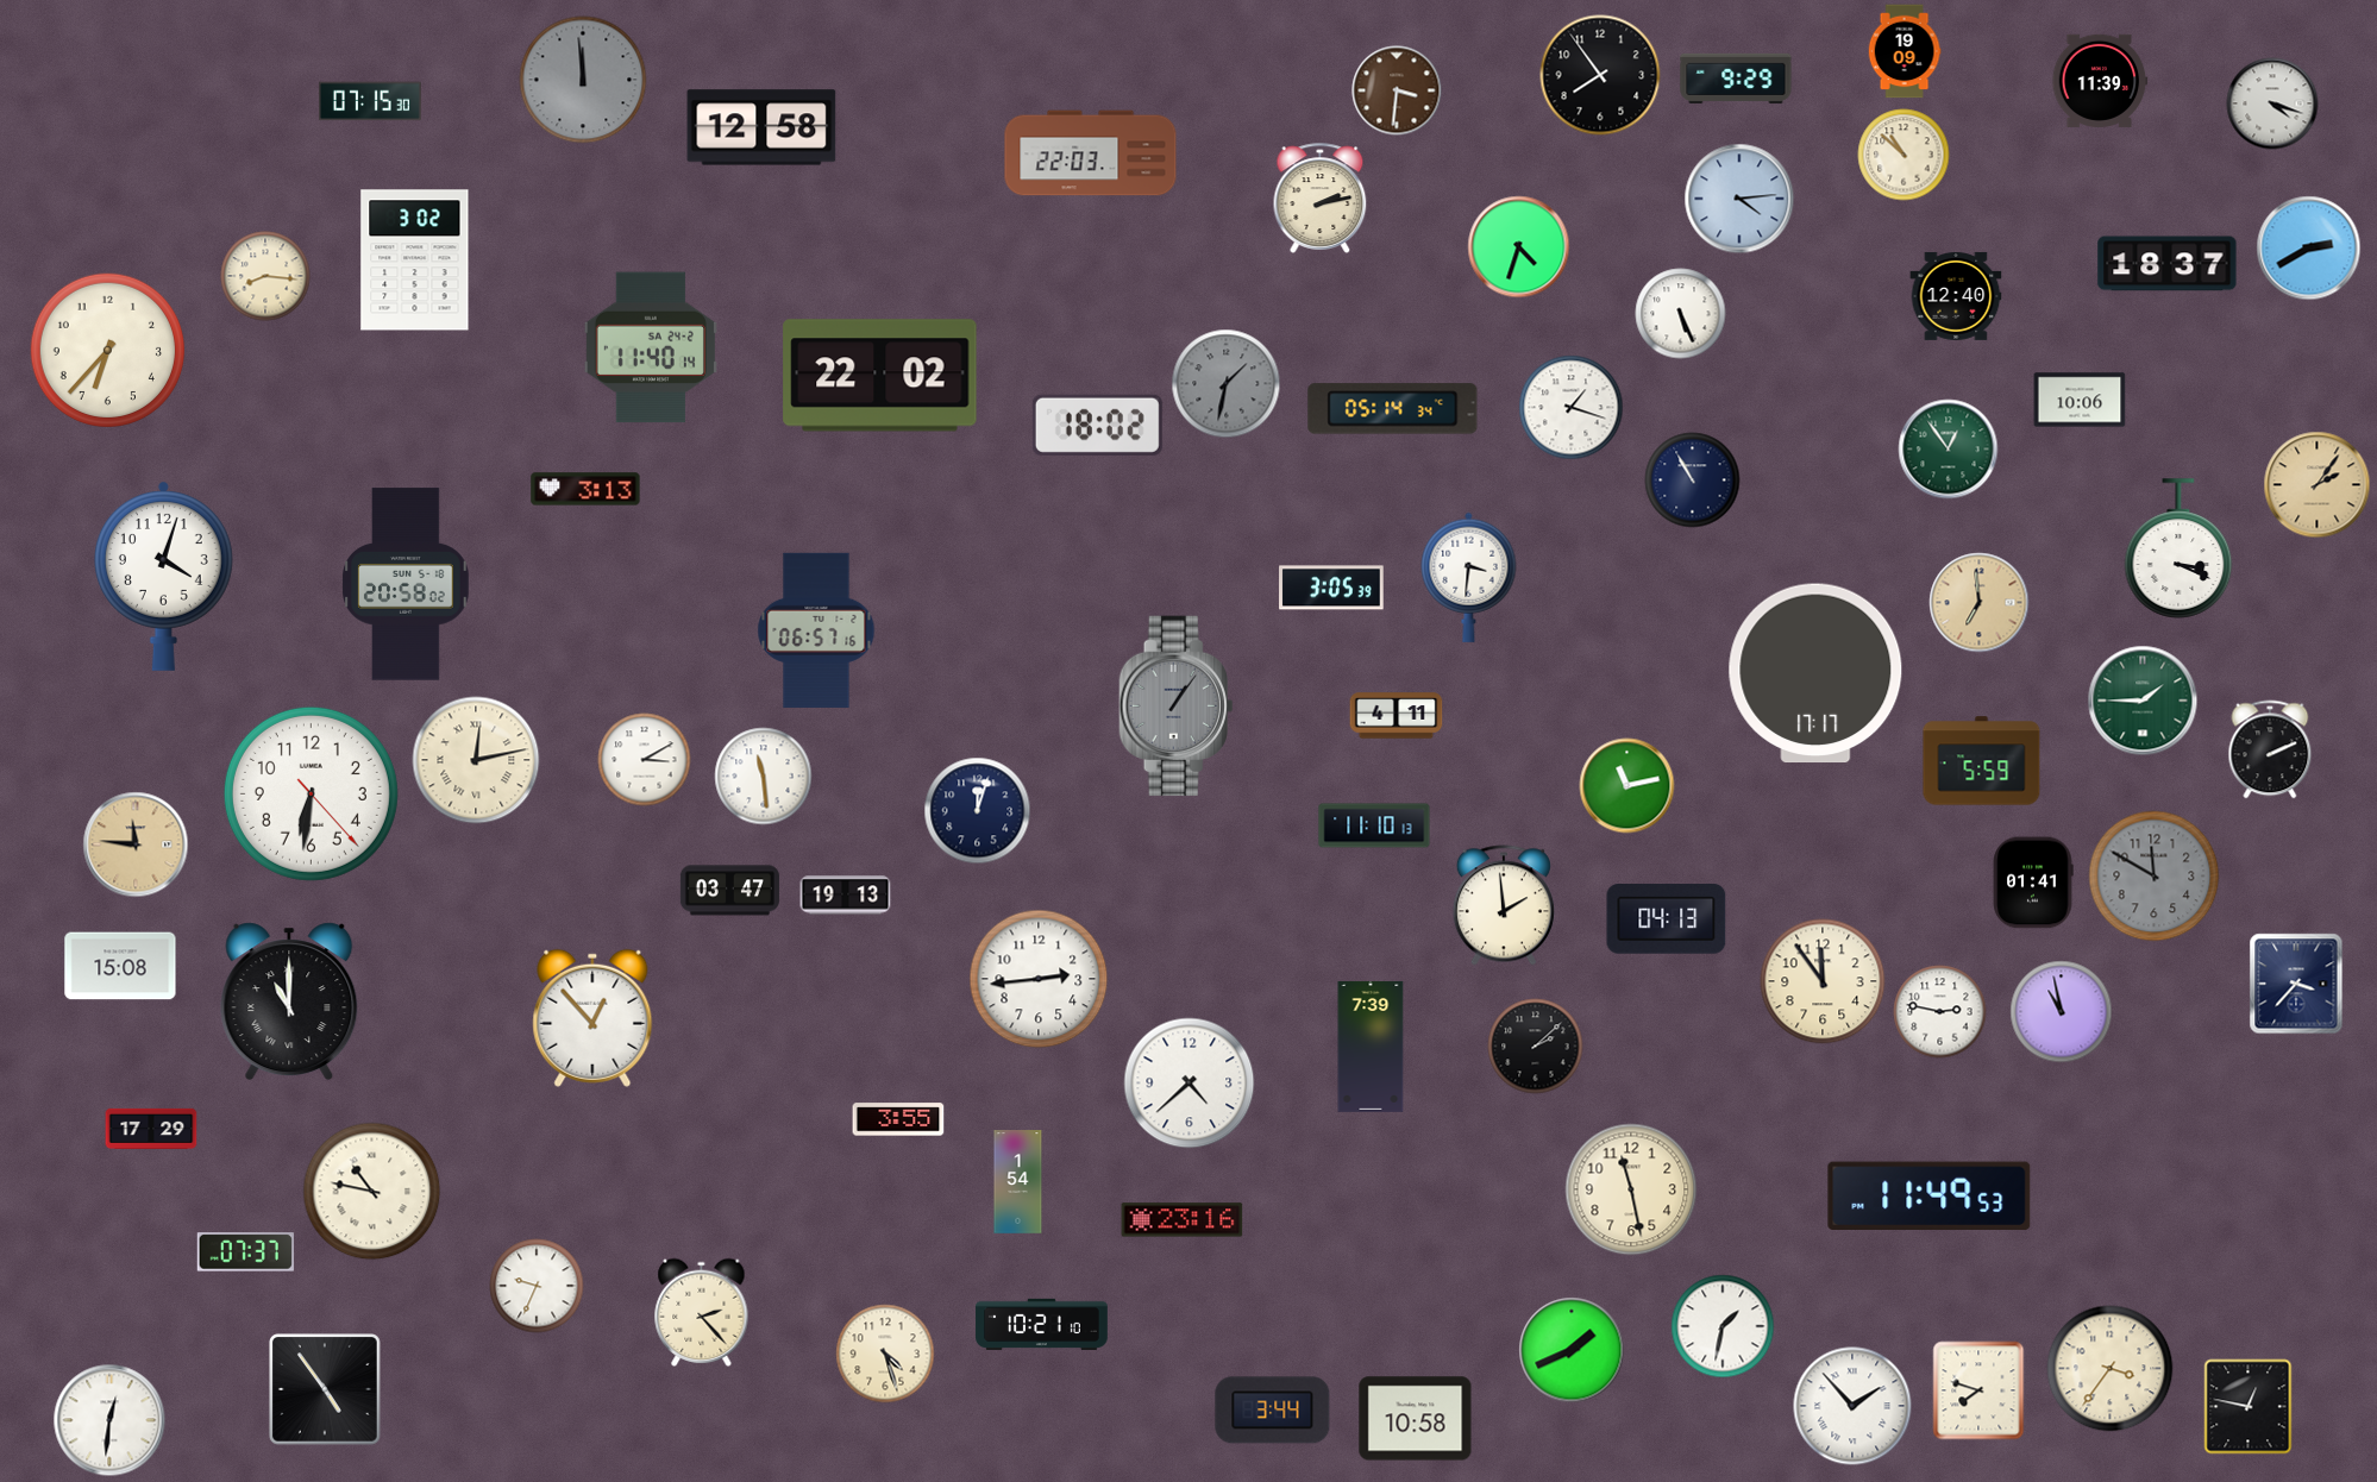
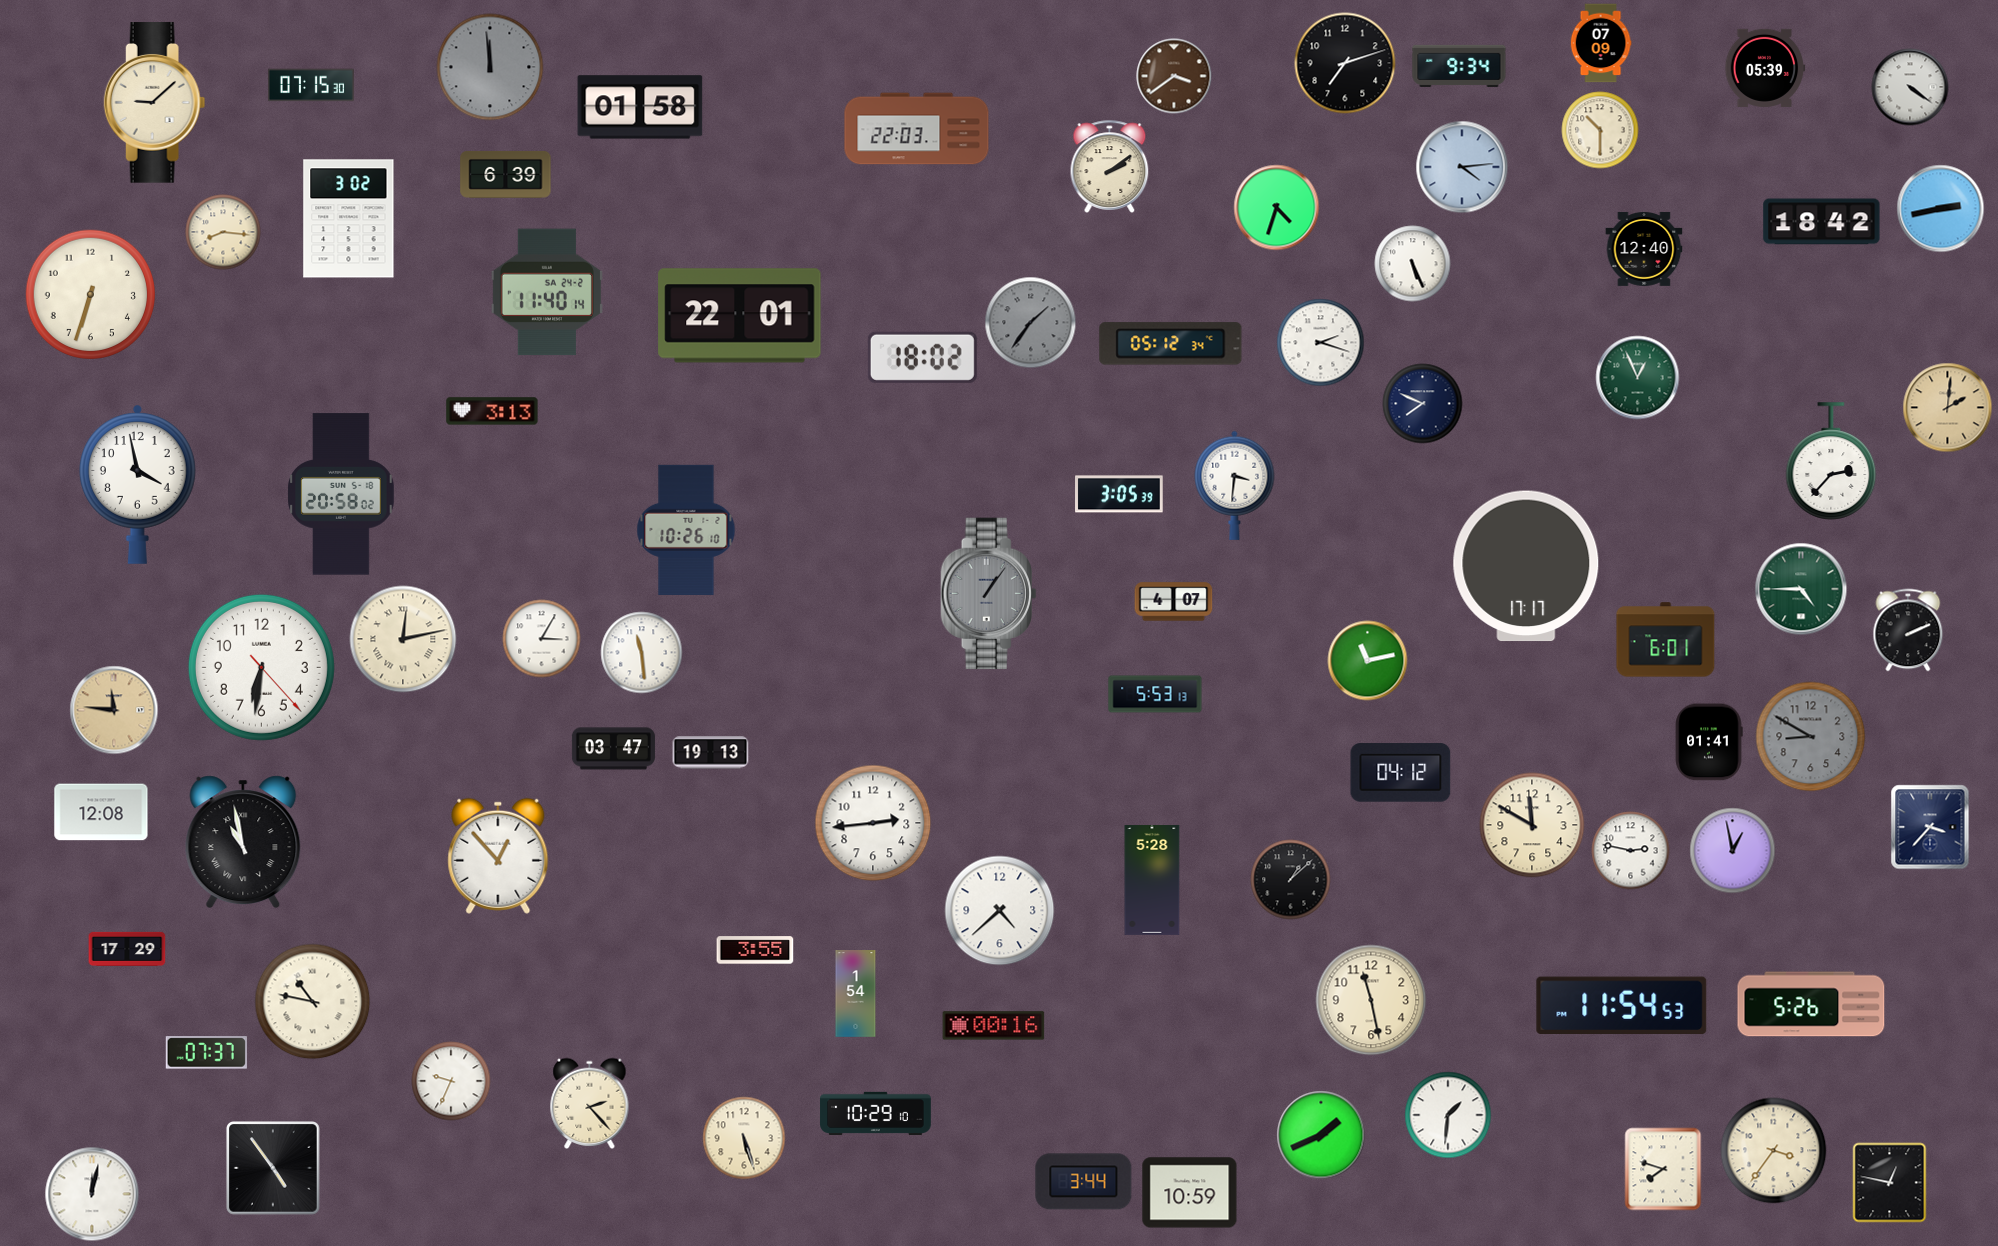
clock at (1905, 51): 19:09 -> 07:09
clock at (1600, 75): 7:54 -> 7:12
clock at (1736, 79): 9:29 -> 9:34
clock at (2100, 81): 11:39 -> 05:39
clock at (1397, 90): 3:31 -> 3:39
clock at (2272, 103): 4:18 -> 4:21
clock at (155, 103): none -> 9:08
clock at (761, 127): 12:58 -> 01:58
clock at (1904, 155): 10:52 -> 10:30
clock at (1321, 197): 2:13 -> 2:09
clock at (506, 174): none -> 6:39
clock at (2309, 249): 2:40 -> 2:43
clock at (2168, 264): 18:37 -> 18:42
clock at (107, 350): 6:37 -> 6:33
clock at (880, 376): 22:02 -> 22:01
clock at (1227, 384): 1:32 -> 1:36
clock at (2080, 400): 10:06 -> none
clock at (1572, 408): 1:18 -> 2:18
clock at (1393, 409): 05:14 -> 05:12
clock at (1949, 450): 12:54 -> 12:56
clock at (1693, 481): 10:55 -> 7:49
clock at (2318, 485): 2:06 -> 2:01
clock at (2178, 548): 3:19 -> 2:37
clock at (163, 576): 4:03 -> 3:58
clock at (406, 584) position: (406, 584) -> (341, 494)
clock at (1980, 603): 6:59 -> none
clock at (816, 630): 06:57 -> 10:26
clock at (2143, 701): 1:45 -> 4:45
clock at (1397, 716): 4:11 -> 4:07
clock at (476, 760) position: (476, 760) -> (403, 639)
clock at (645, 760): 3:10 -> 3:05
clock at (1982, 761): 5:59 -> 6:01
clock at (978, 811): 12:03 -> none
clock at (1374, 825): 11:10 -> 5:53
clock at (2155, 877): 11:50 -> 8:50
clock at (1504, 905): 1:59 -> none
clock at (1667, 919): 04:13 -> 04:12
clock at (120, 966): 15:08 -> 12:08
clock at (1823, 981): 11:54 -> 11:50
clock at (289, 1001): 11:00 -> 10:58
clock at (2062, 1012): 10:58 -> 12:58
clock at (1371, 1047): 7:39 -> 5:28
clock at (1536, 1047): 2:08 -> 1:08
clock at (898, 1119) position: (898, 1119) -> (755, 950)
clock at (1811, 1004): none -> 5:26
clock at (1930, 1195): 11:49 -> 11:54
clock at (1183, 1220): 23:16 -> 00:16
clock at (1042, 1324): 10:21 -> 10:29
clock at (1723, 1326): 1:32 -> 1:31
clock at (885, 1354): 4:27 -> 5:27
clock at (1852, 1406): 1:53 -> none
clock at (1273, 1411) position: (1273, 1411) -> (1084, 1182)
clock at (1416, 1419): 10:58 -> 10:59
clock at (109, 1420): 12:31 -> 12:02
